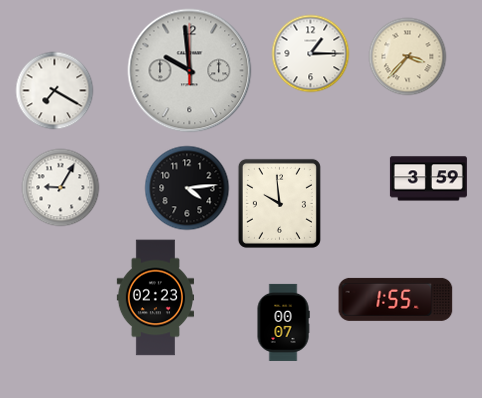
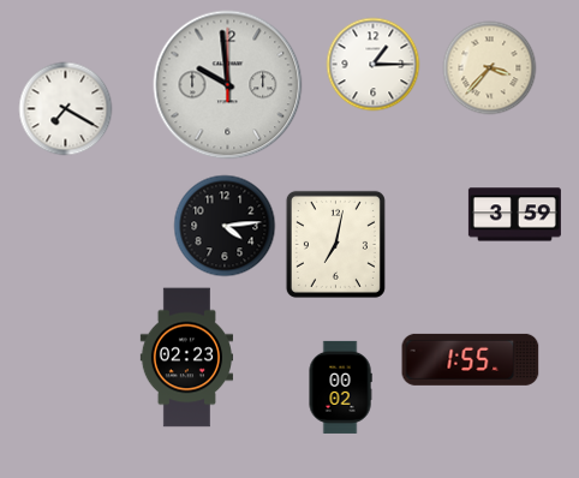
clock at (60, 187): 9:05 -> none
clock at (279, 203): 9:59 -> 7:02
clock at (396, 299) position: (396, 299) -> (471, 359)
clock at (283, 322): 00:07 -> 00:02
